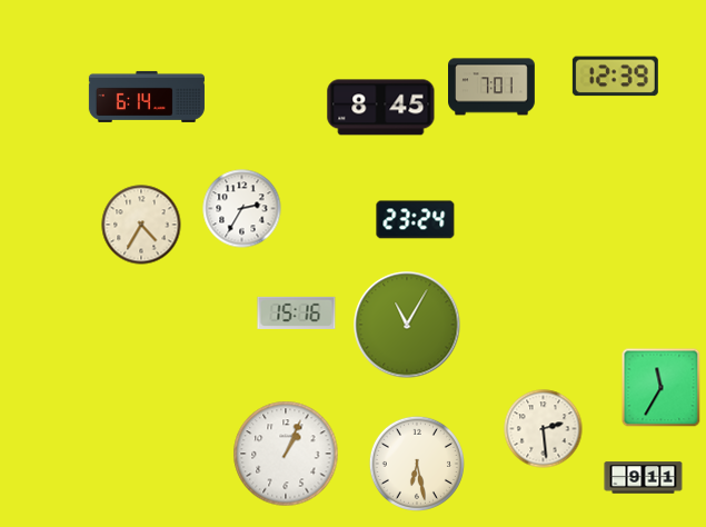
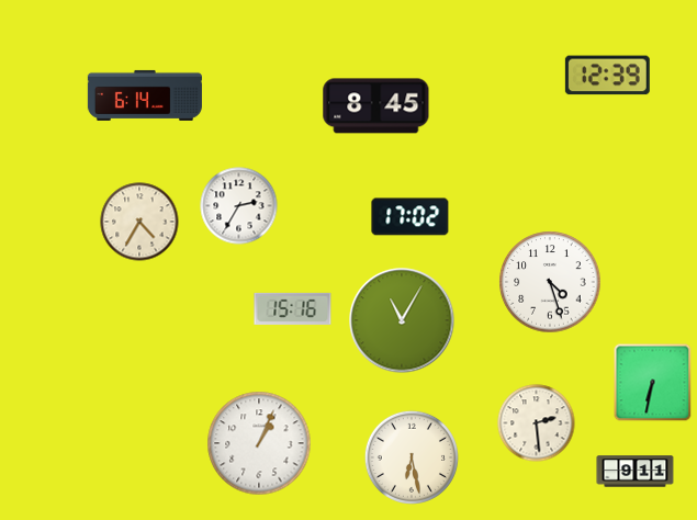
clock at (493, 87): 7:01 -> none
clock at (416, 220): 23:24 -> 17:02
clock at (550, 282): none -> 4:27
clock at (662, 388): 11:35 -> 6:32
clock at (286, 454) position: (286, 454) -> (259, 443)
